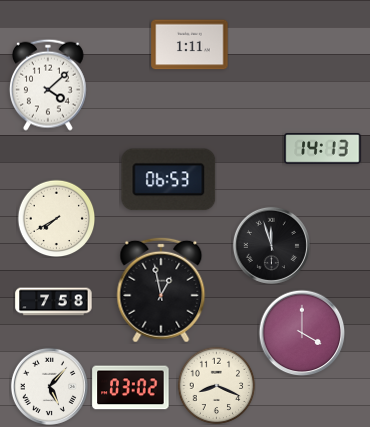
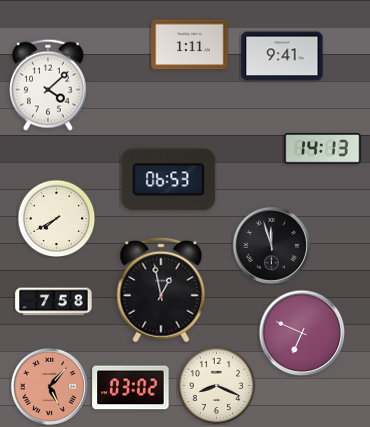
clock at (282, 56): none -> 9:41
clock at (302, 333): 4:00 -> 6:49
clock at (49, 386) dial: white -> salmon
